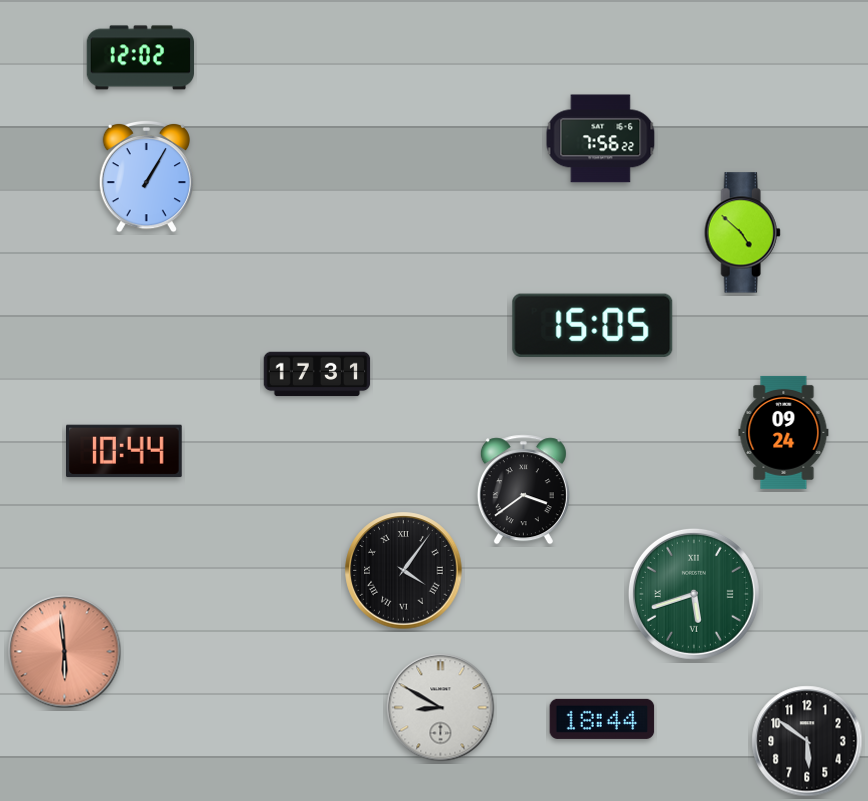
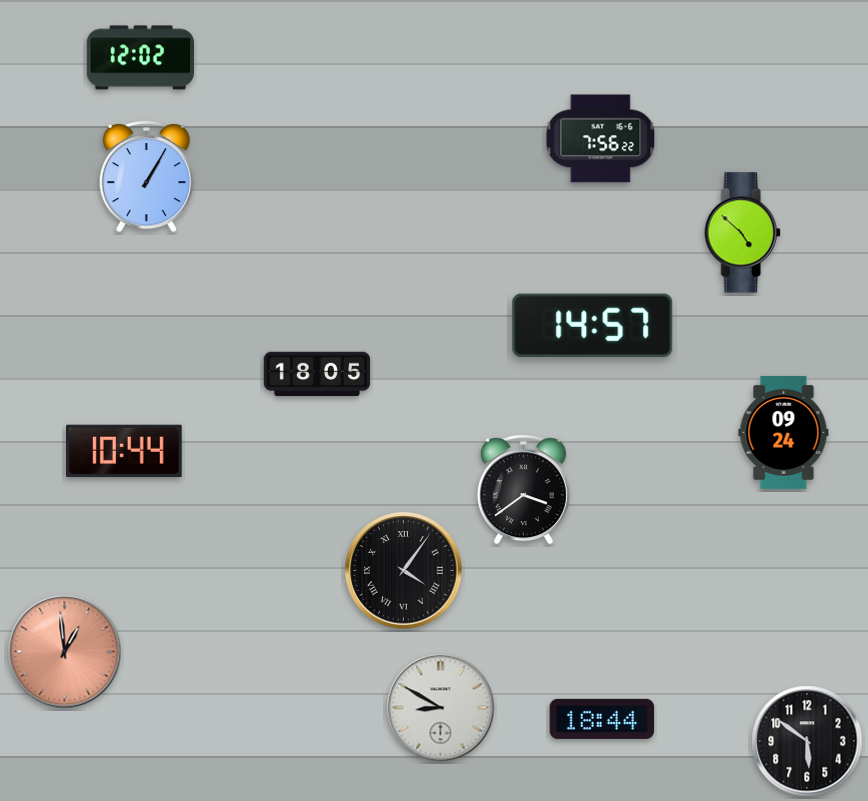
clock at (593, 325): 15:05 -> 14:57
clock at (317, 374): 17:31 -> 18:05
clock at (694, 594): 5:42 -> none
clock at (65, 652): 5:59 -> 12:59
